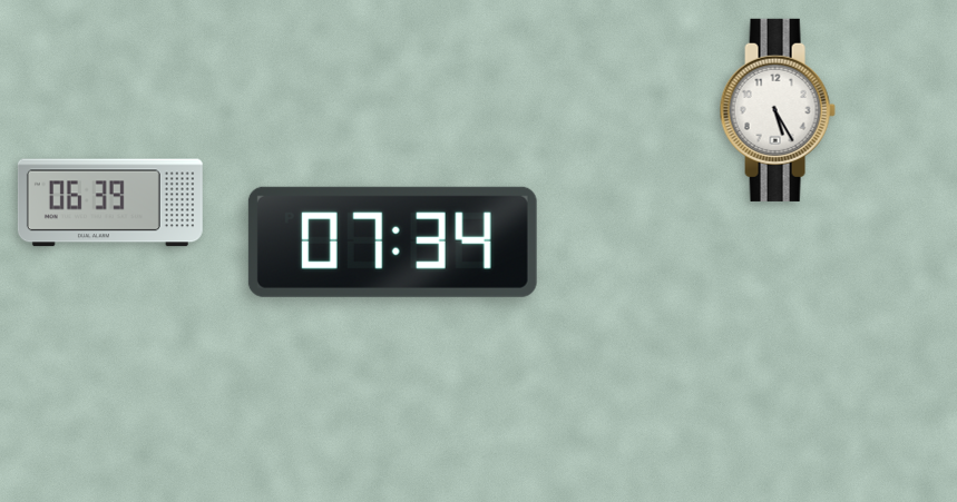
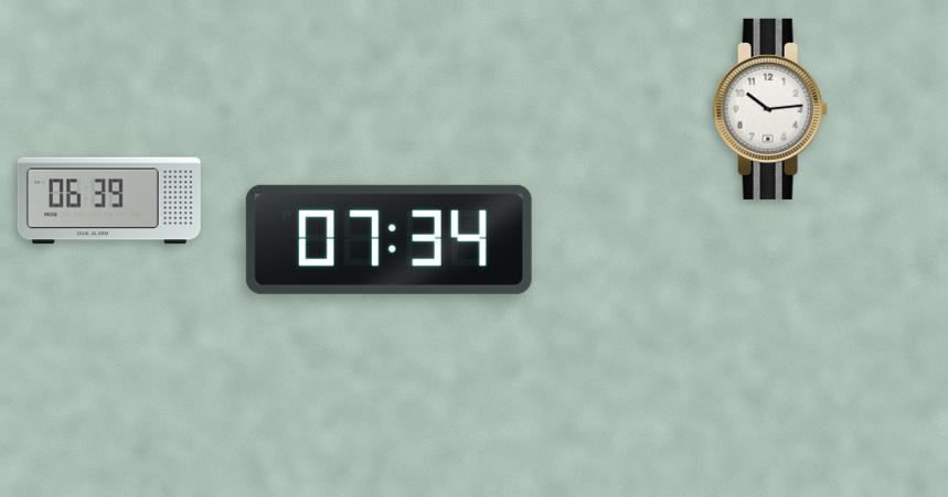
clock at (778, 110): 5:25 -> 10:14
